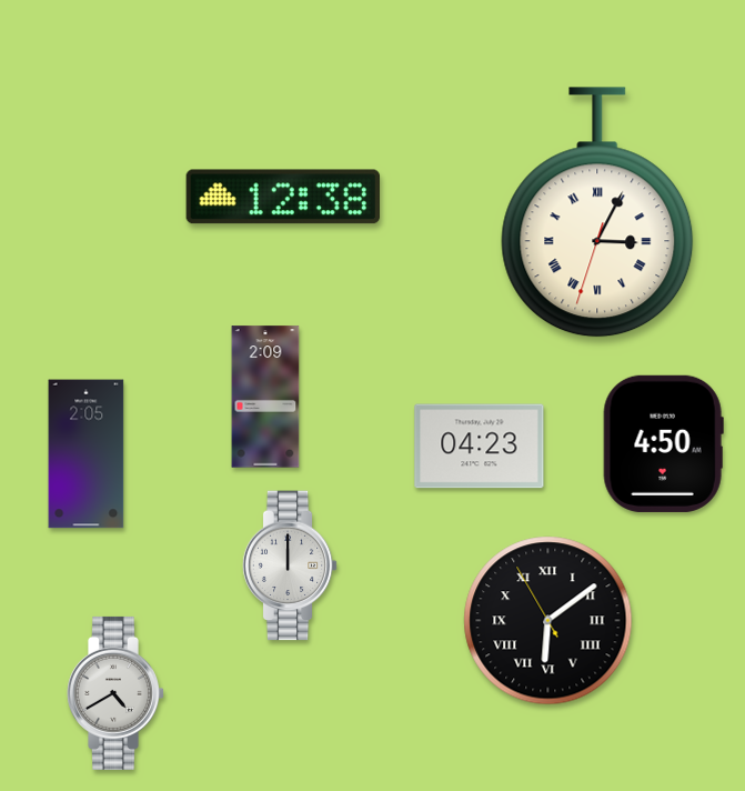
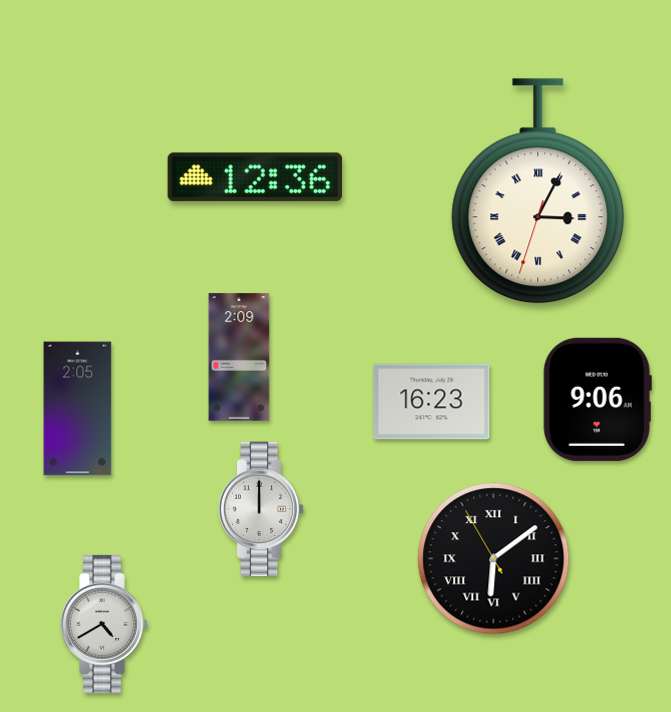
clock at (282, 197): 12:38 -> 12:36
clock at (663, 443): 4:50 -> 9:06
clock at (480, 447): 04:23 -> 16:23
